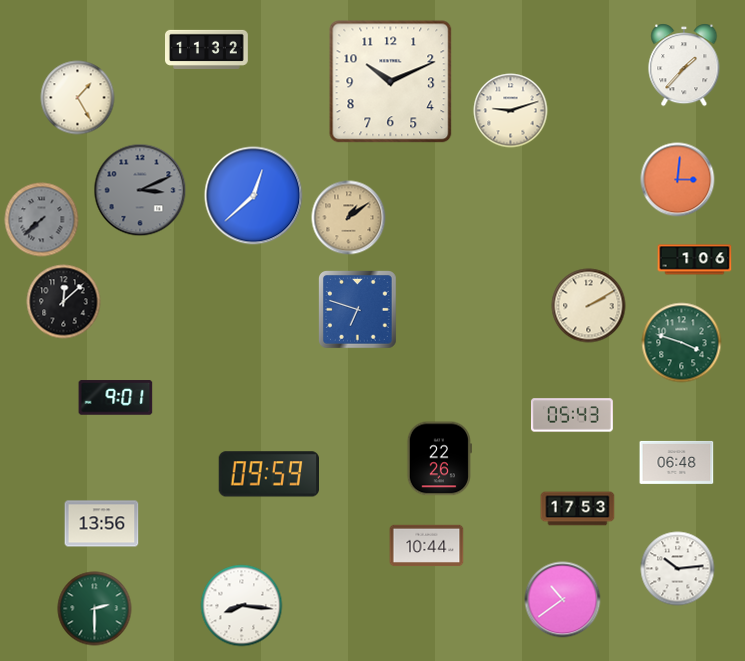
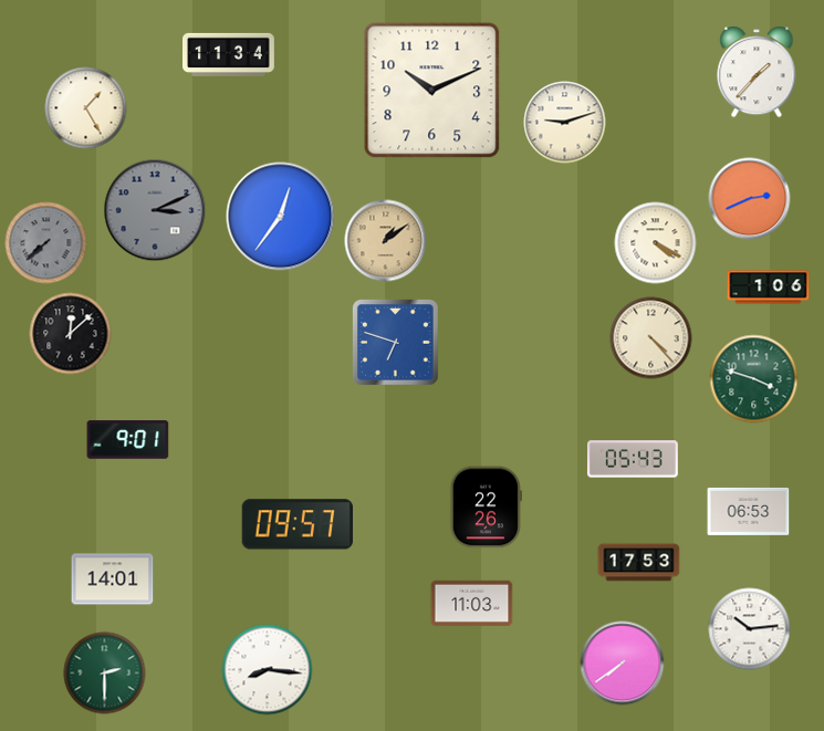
clock at (207, 49): 11:32 -> 11:34
clock at (678, 180): 3:01 -> 2:41
clock at (254, 196): 12:38 -> 12:36
clock at (656, 243): none -> 4:20
clock at (589, 306): 2:10 -> 4:23
clock at (677, 462): 06:48 -> 06:53
clock at (268, 474): 09:59 -> 09:57
clock at (102, 524): 13:56 -> 14:01
clock at (427, 546): 10:44 -> 11:03
clock at (563, 600): 10:39 -> 7:39
